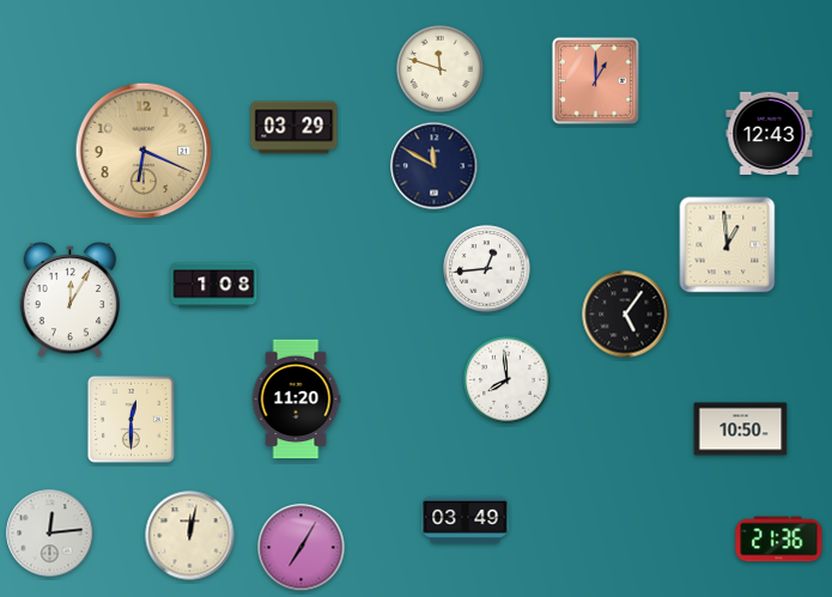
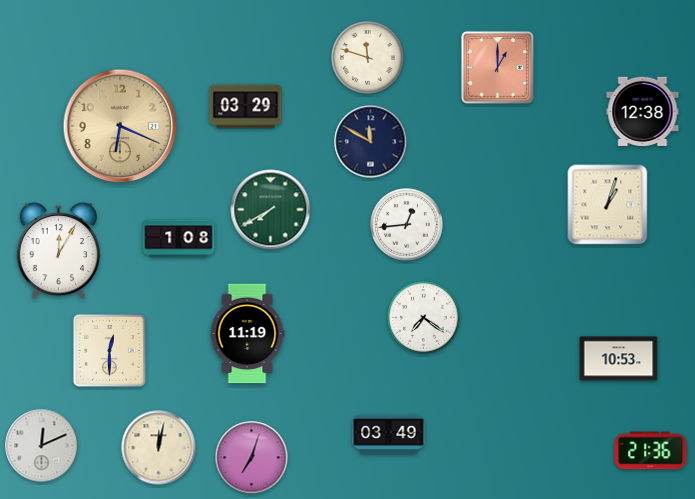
clock at (770, 133): 12:43 -> 12:38
clock at (435, 166) position: (435, 166) -> (371, 142)
clock at (728, 245): 12:59 -> 1:03
clock at (271, 210): none -> 7:40
clock at (626, 315): 5:06 -> none
clock at (508, 380): 7:59 -> 7:21
clock at (296, 400): 11:20 -> 11:19
clock at (741, 430): 10:50 -> 10:53
clock at (50, 534): 12:14 -> 12:11
clock at (302, 548): 7:05 -> 7:03
